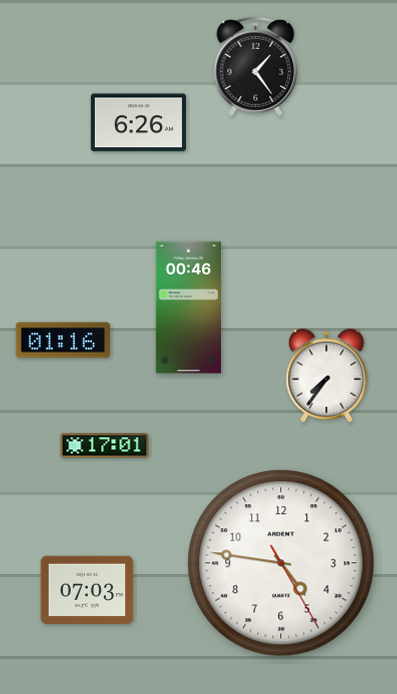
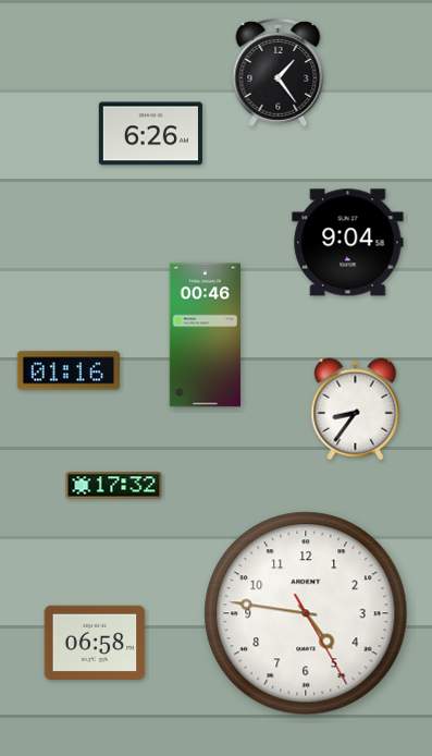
clock at (348, 243): none -> 9:04
clock at (327, 376): 7:36 -> 8:36
clock at (105, 446): 17:01 -> 17:32
clock at (87, 589): 07:03 -> 06:58
